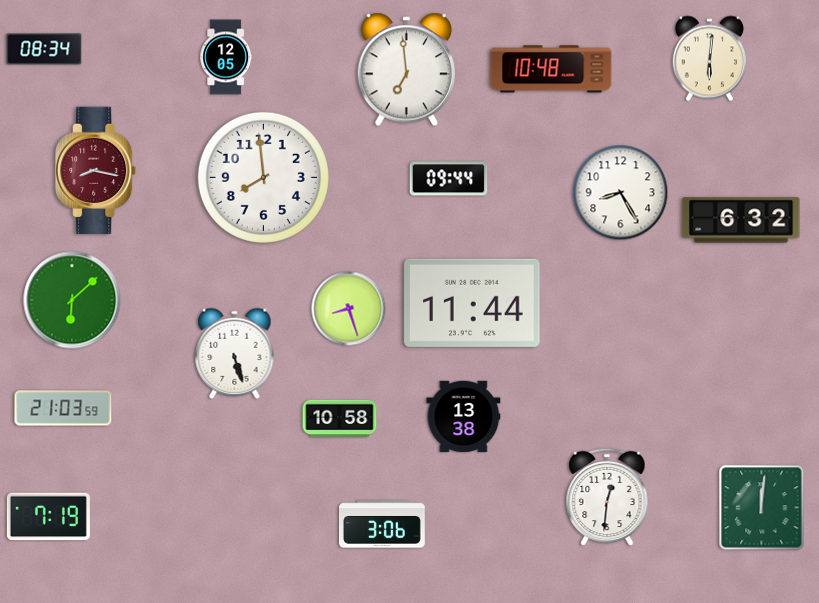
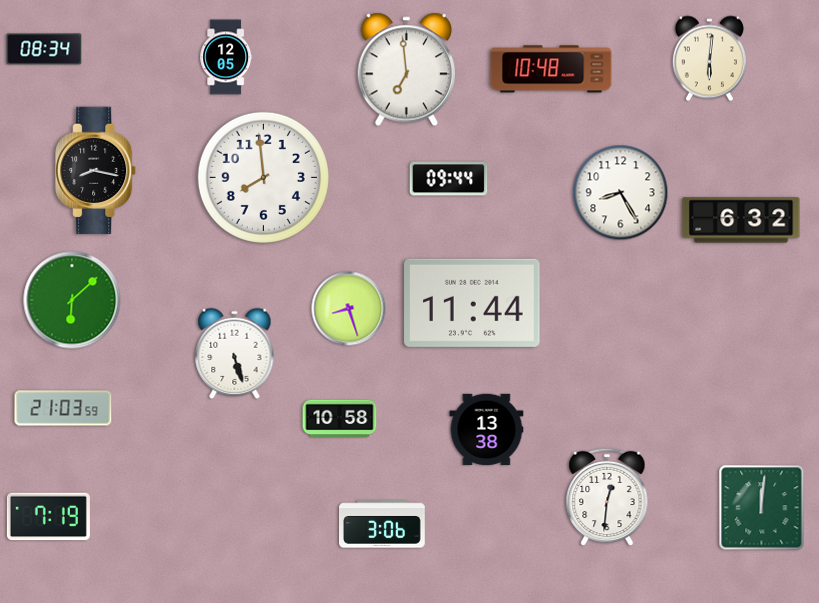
clock at (96, 171) dial: burgundy -> black
clock at (464, 417) position: (464, 417) -> (487, 430)
